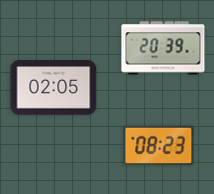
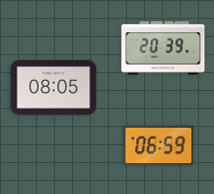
clock at (54, 88): 02:05 -> 08:05
clock at (159, 146): 08:23 -> 06:59
